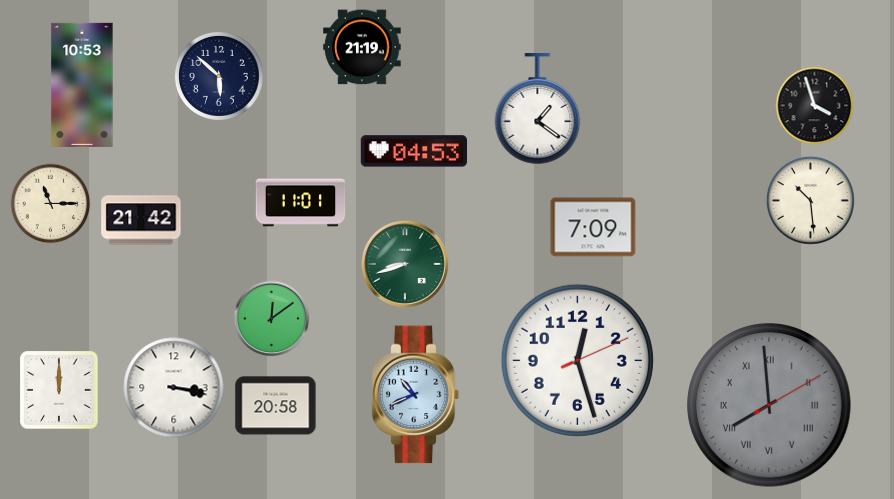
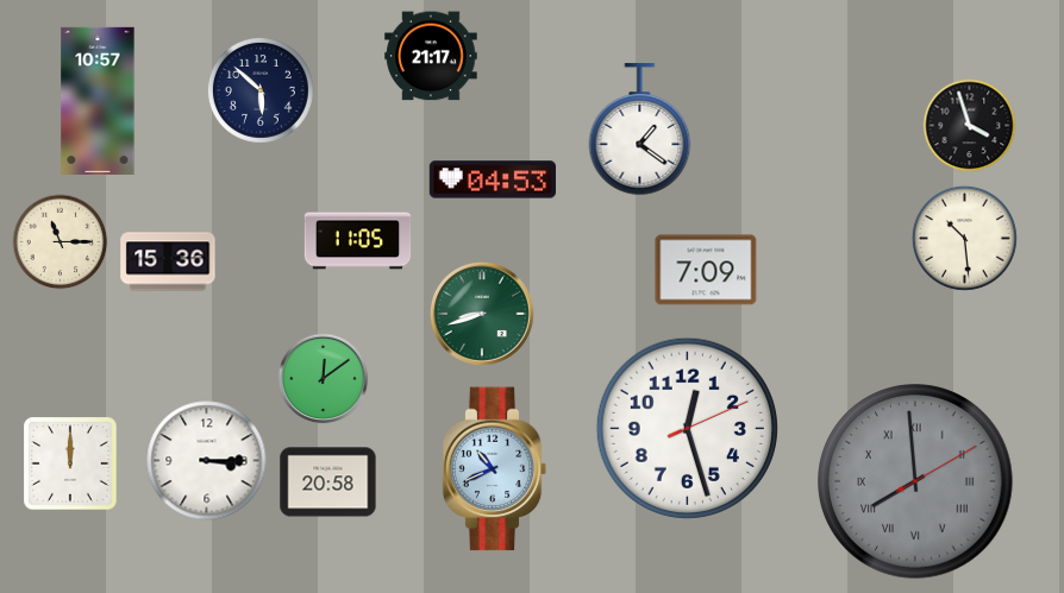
clock at (362, 47): 21:19 -> 21:17
clock at (82, 85): 10:53 -> 10:57
clock at (301, 203): 11:01 -> 11:05
clock at (141, 220): 21:42 -> 15:36
clock at (174, 388): 3:17 -> 3:15
